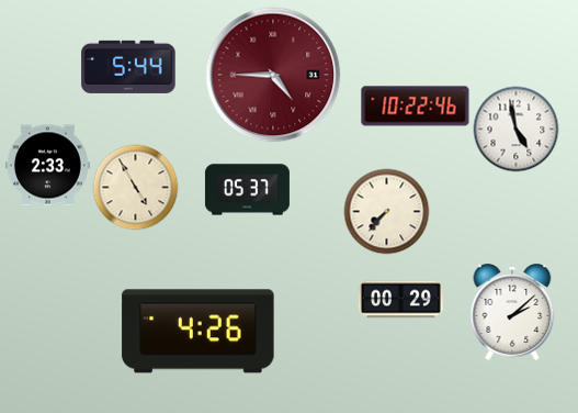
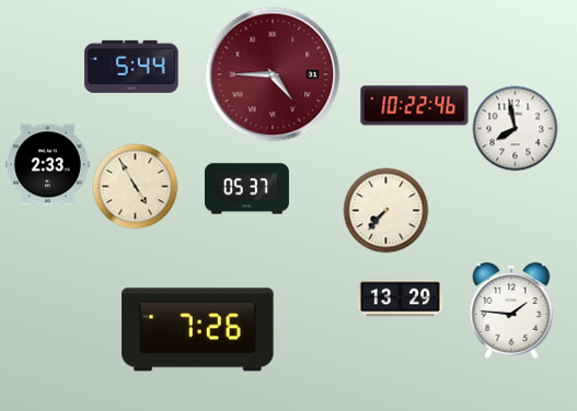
clock at (128, 67) position: (128, 67) -> (131, 67)
clock at (515, 129): 4:58 -> 7:58
clock at (400, 300): 00:29 -> 13:29
clock at (512, 312): 2:08 -> 1:46
clock at (199, 332): 4:26 -> 7:26
